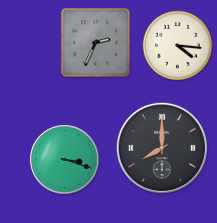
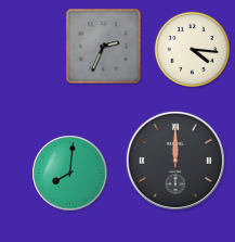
clock at (162, 148): 8:00 -> 12:00
clock at (65, 160): 3:18 -> 8:01
